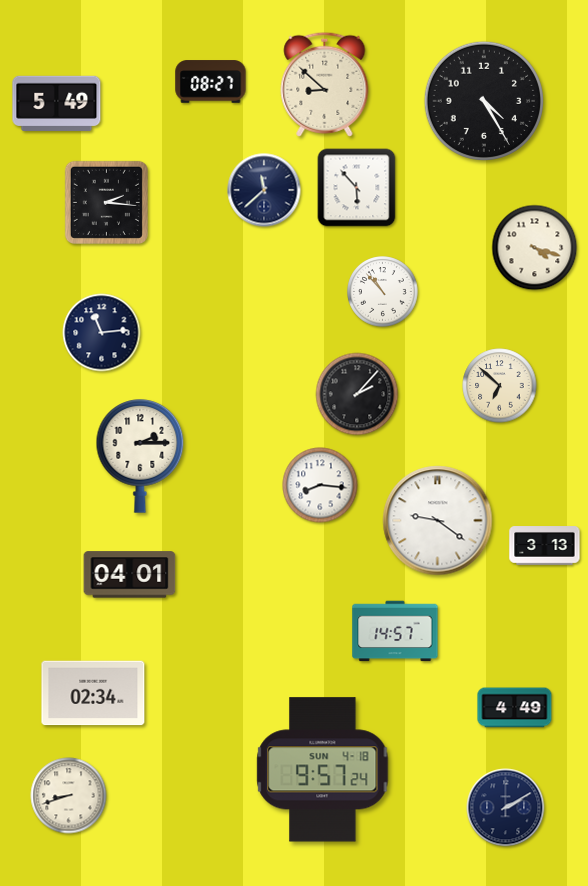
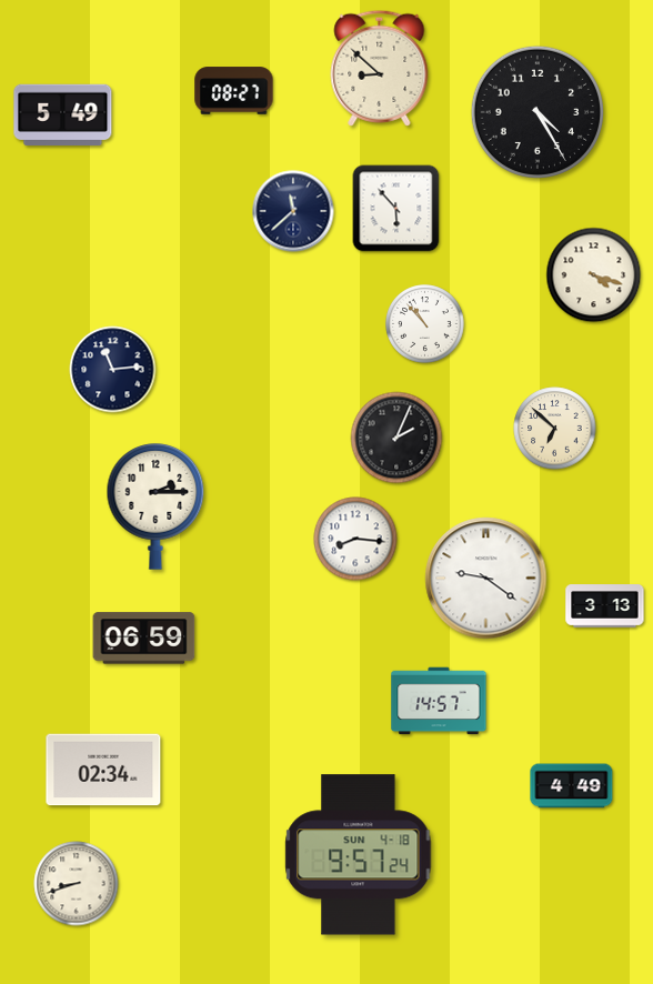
clock at (325, 84) position: (325, 84) -> (380, 68)
clock at (106, 202): 2:16 -> none
clock at (357, 394): 2:07 -> 2:04
clock at (130, 575): 04:01 -> 06:59
clock at (506, 808): 2:10 -> none
